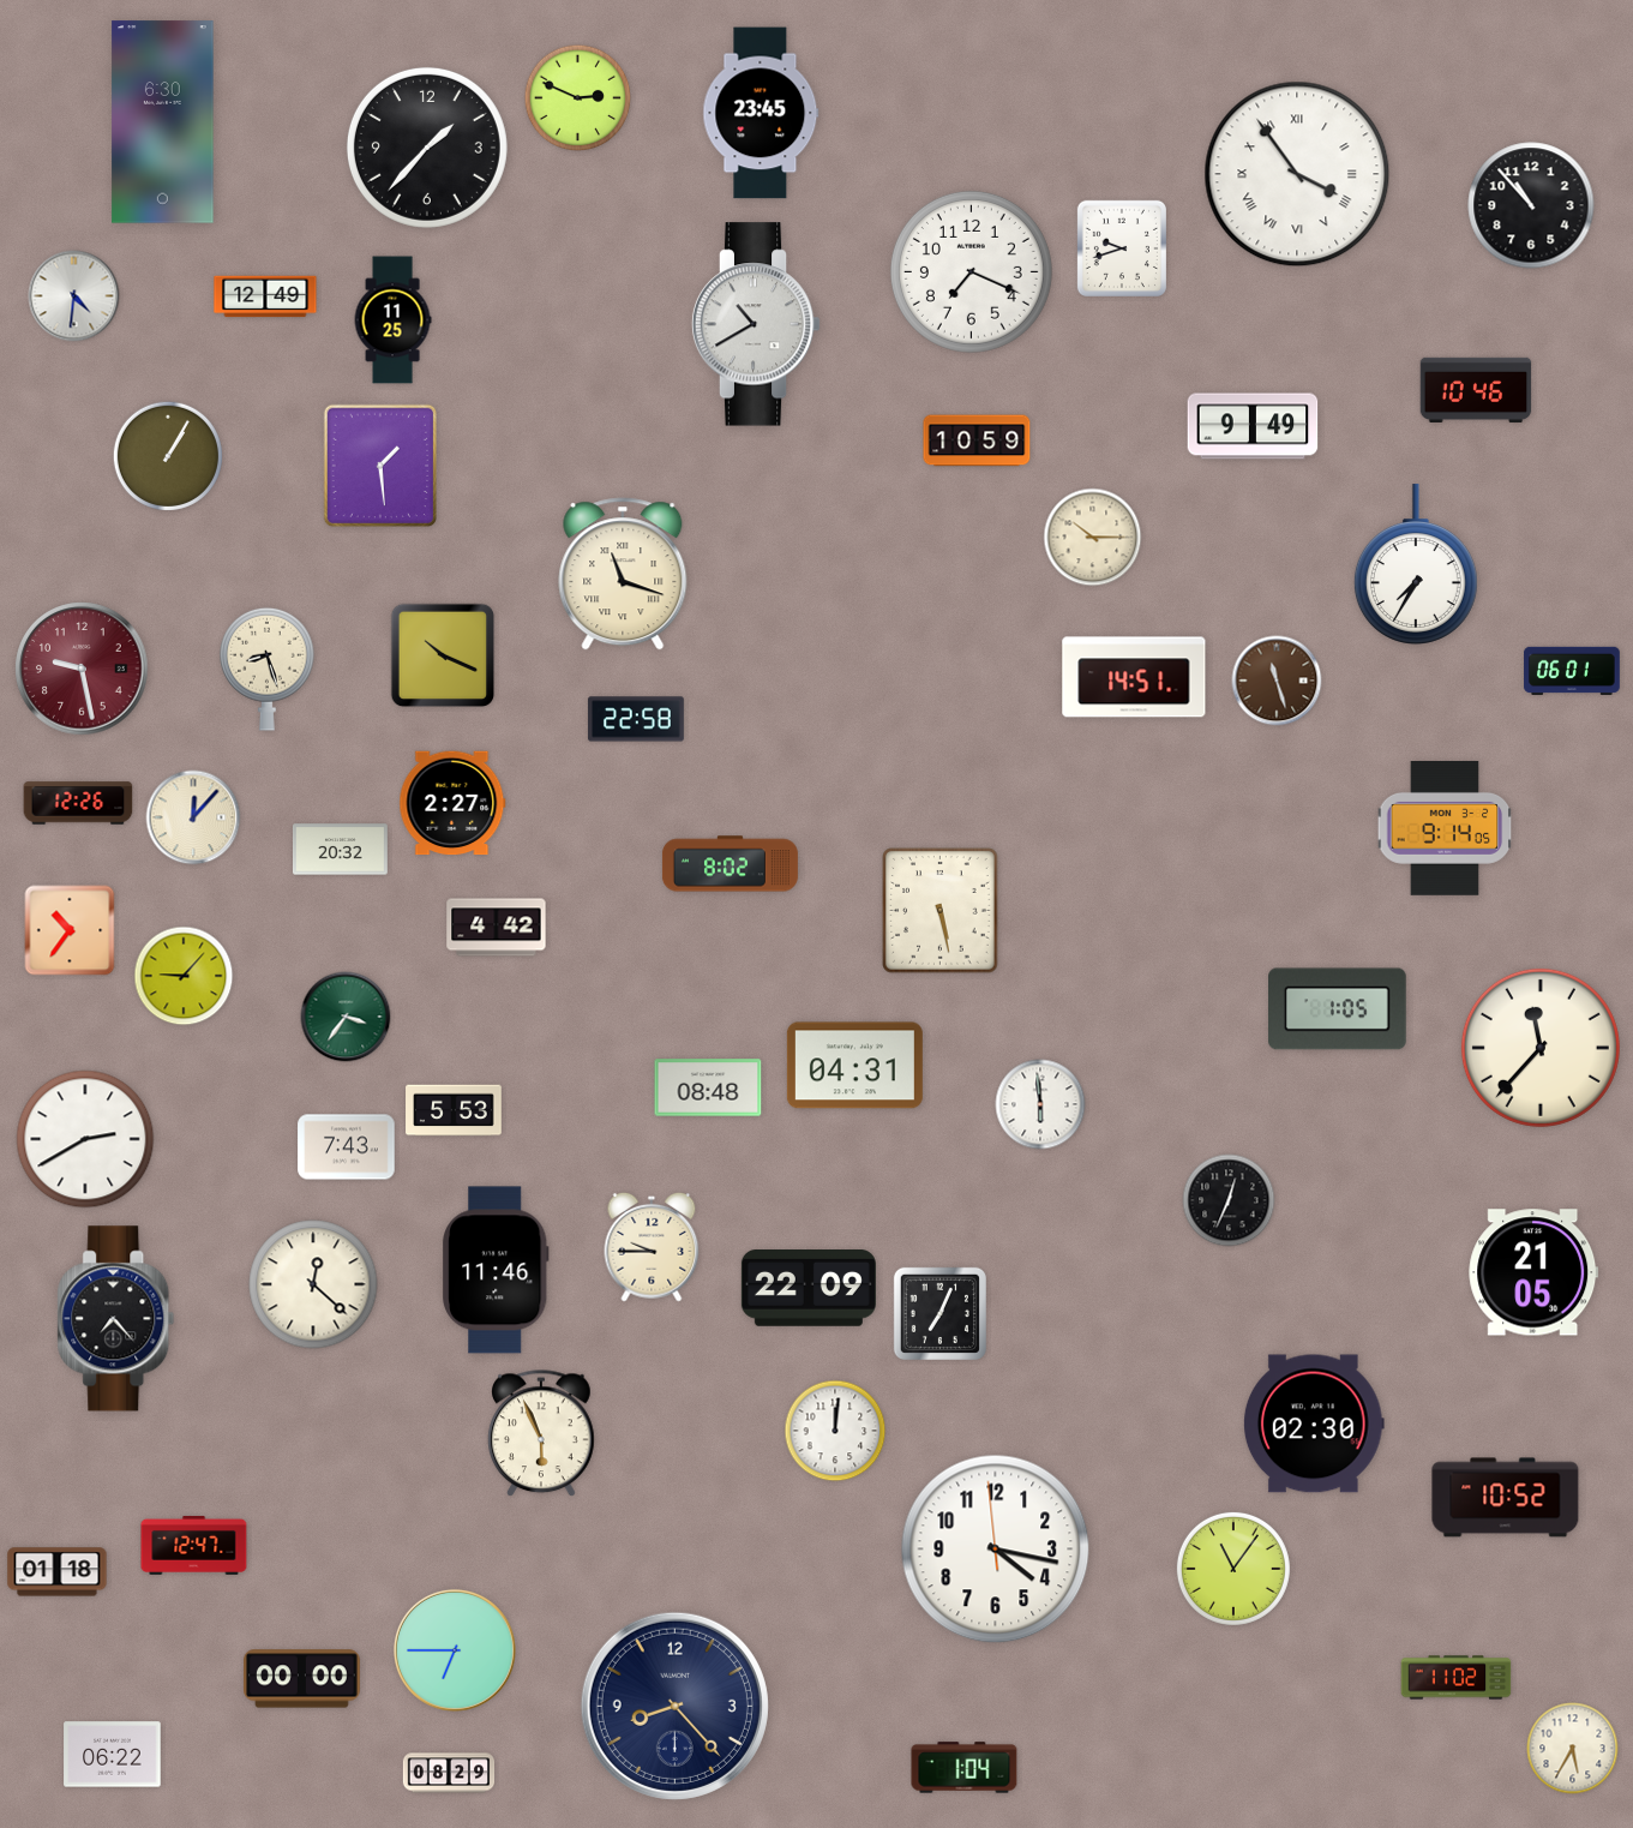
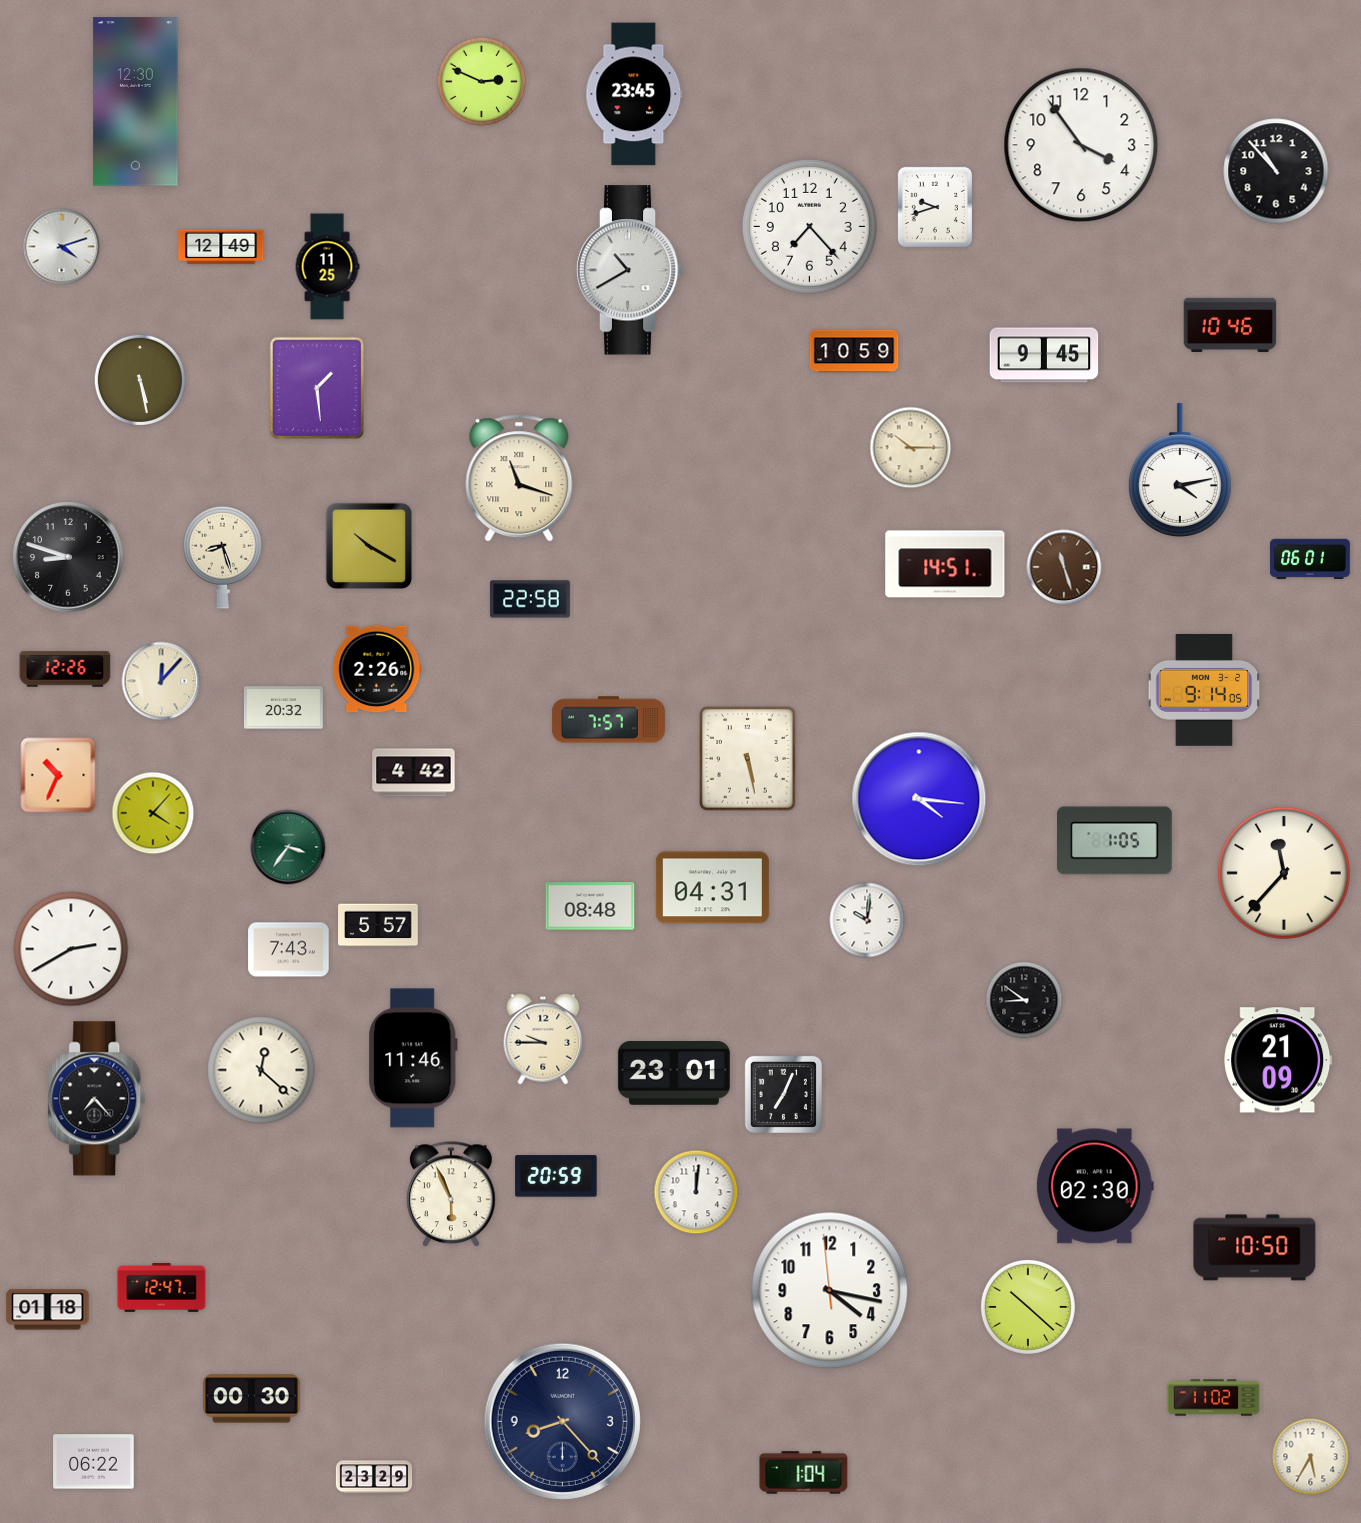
clock at (163, 122): 6:30 -> 12:30
clock at (427, 148): 1:37 -> none
clock at (1297, 174) numerals: Roman -> Arabic
clock at (971, 271): 7:19 -> 7:23
clock at (74, 296): 4:31 -> 4:12
clock at (1253, 426): 9:49 -> 9:45
clock at (977, 440) position: (977, 440) -> (854, 351)
clock at (167, 455): 1:05 -> 5:28
clock at (1416, 564): 7:35 -> 4:13
clock at (443, 655): 10:19 -> 10:20
clock at (82, 669): 9:28 -> 8:48
clock at (82, 669) dial: burgundy -> black
clock at (452, 803): 2:27 -> 2:26
clock at (730, 864): 8:02 -> 7:57
clock at (941, 911) position: (941, 911) -> (748, 759)
clock at (70, 930): 10:36 -> 10:34
clock at (919, 799): none -> 4:16
clock at (184, 976): 9:07 -> 4:07
clock at (1040, 1104): 5:59 -> 10:01
clock at (454, 1110): 5:53 -> 5:57
clock at (347, 1147) position: (347, 1147) -> (289, 950)
clock at (1229, 1200): 12:34 -> 8:51
clock at (1533, 1272): 21:05 -> 21:09
clock at (809, 1289): 22:09 -> 23:01
clock at (556, 1176): none -> 20:59
clock at (1506, 1498): 10:52 -> 10:50
clock at (1233, 1569): 11:06 -> 10:22
clock at (455, 1650): 6:45 -> none
clock at (302, 1679): 00:00 -> 00:30
clock at (449, 1773): 08:29 -> 23:29
